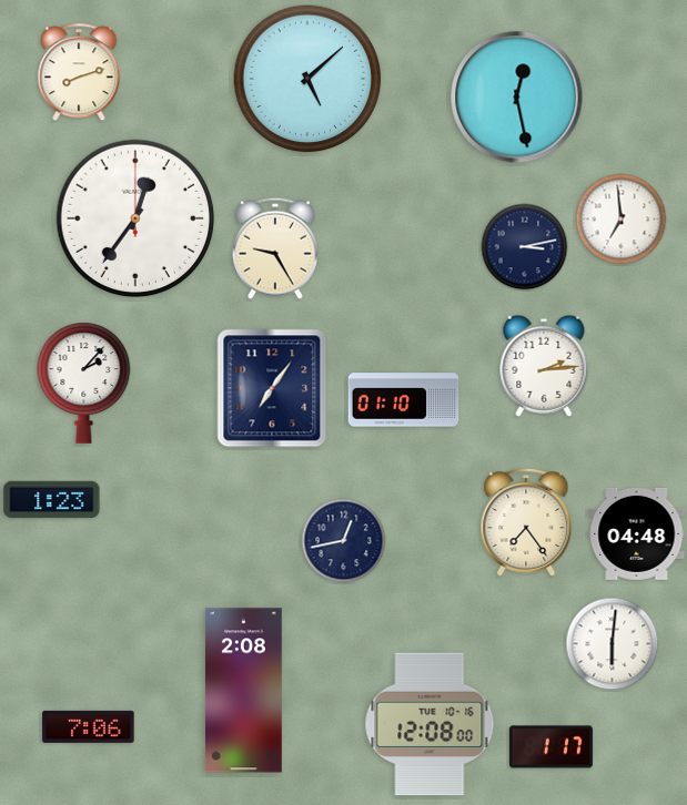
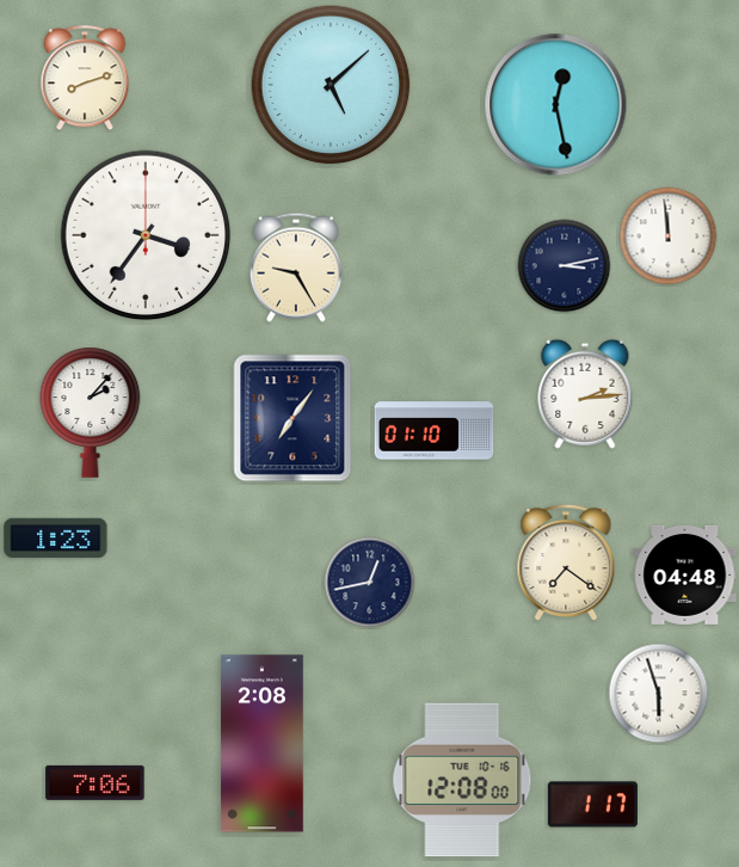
clock at (135, 218): 12:36 -> 3:36
clock at (622, 220): 6:59 -> 11:59
clock at (526, 521): 7:24 -> 7:21
clock at (613, 644): 6:01 -> 5:57
